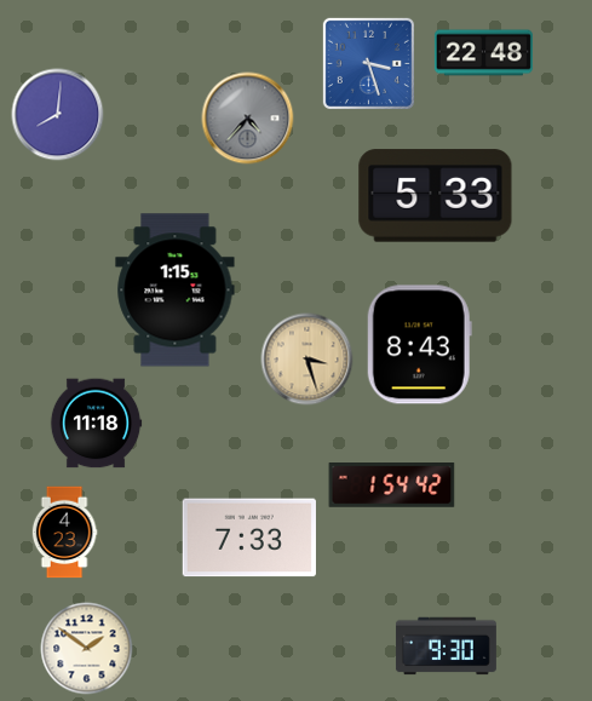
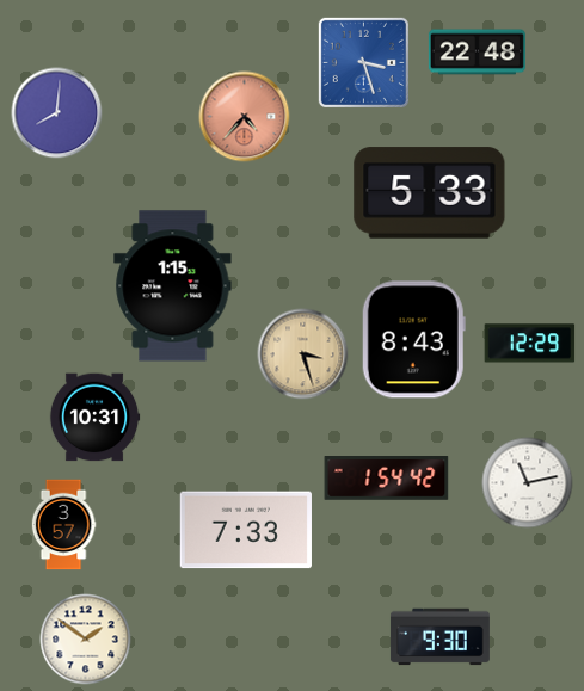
clock at (248, 119) dial: grey -> salmon
clock at (530, 344): none -> 12:29
clock at (96, 424): 11:18 -> 10:31
clock at (528, 483): none -> 11:13
clock at (64, 533): 4:23 -> 3:57
